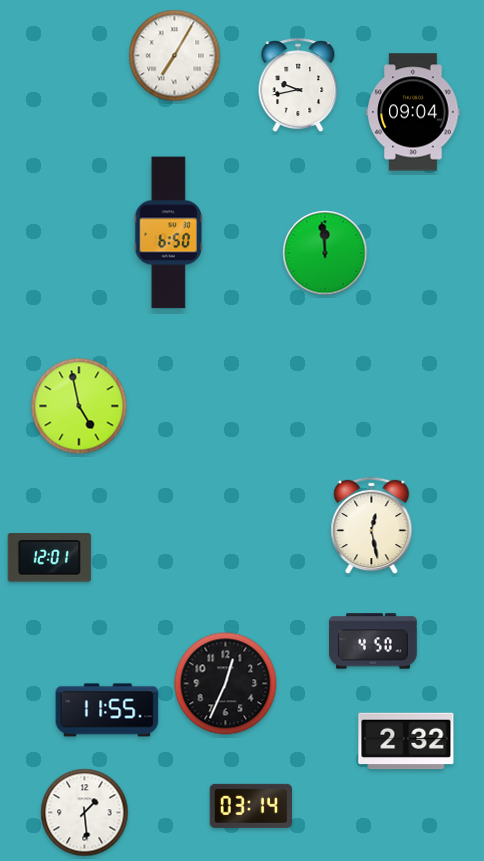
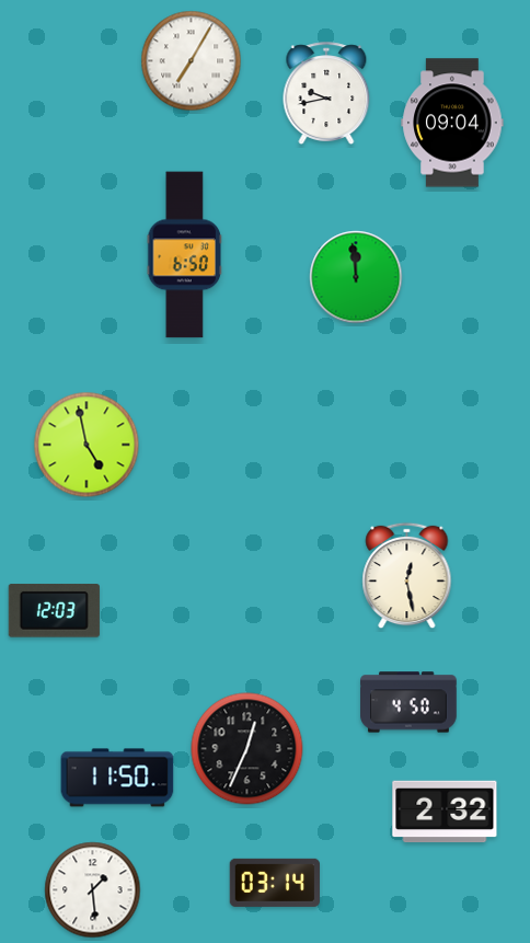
clock at (49, 558): 12:01 -> 12:03
clock at (107, 710): 11:55 -> 11:50
